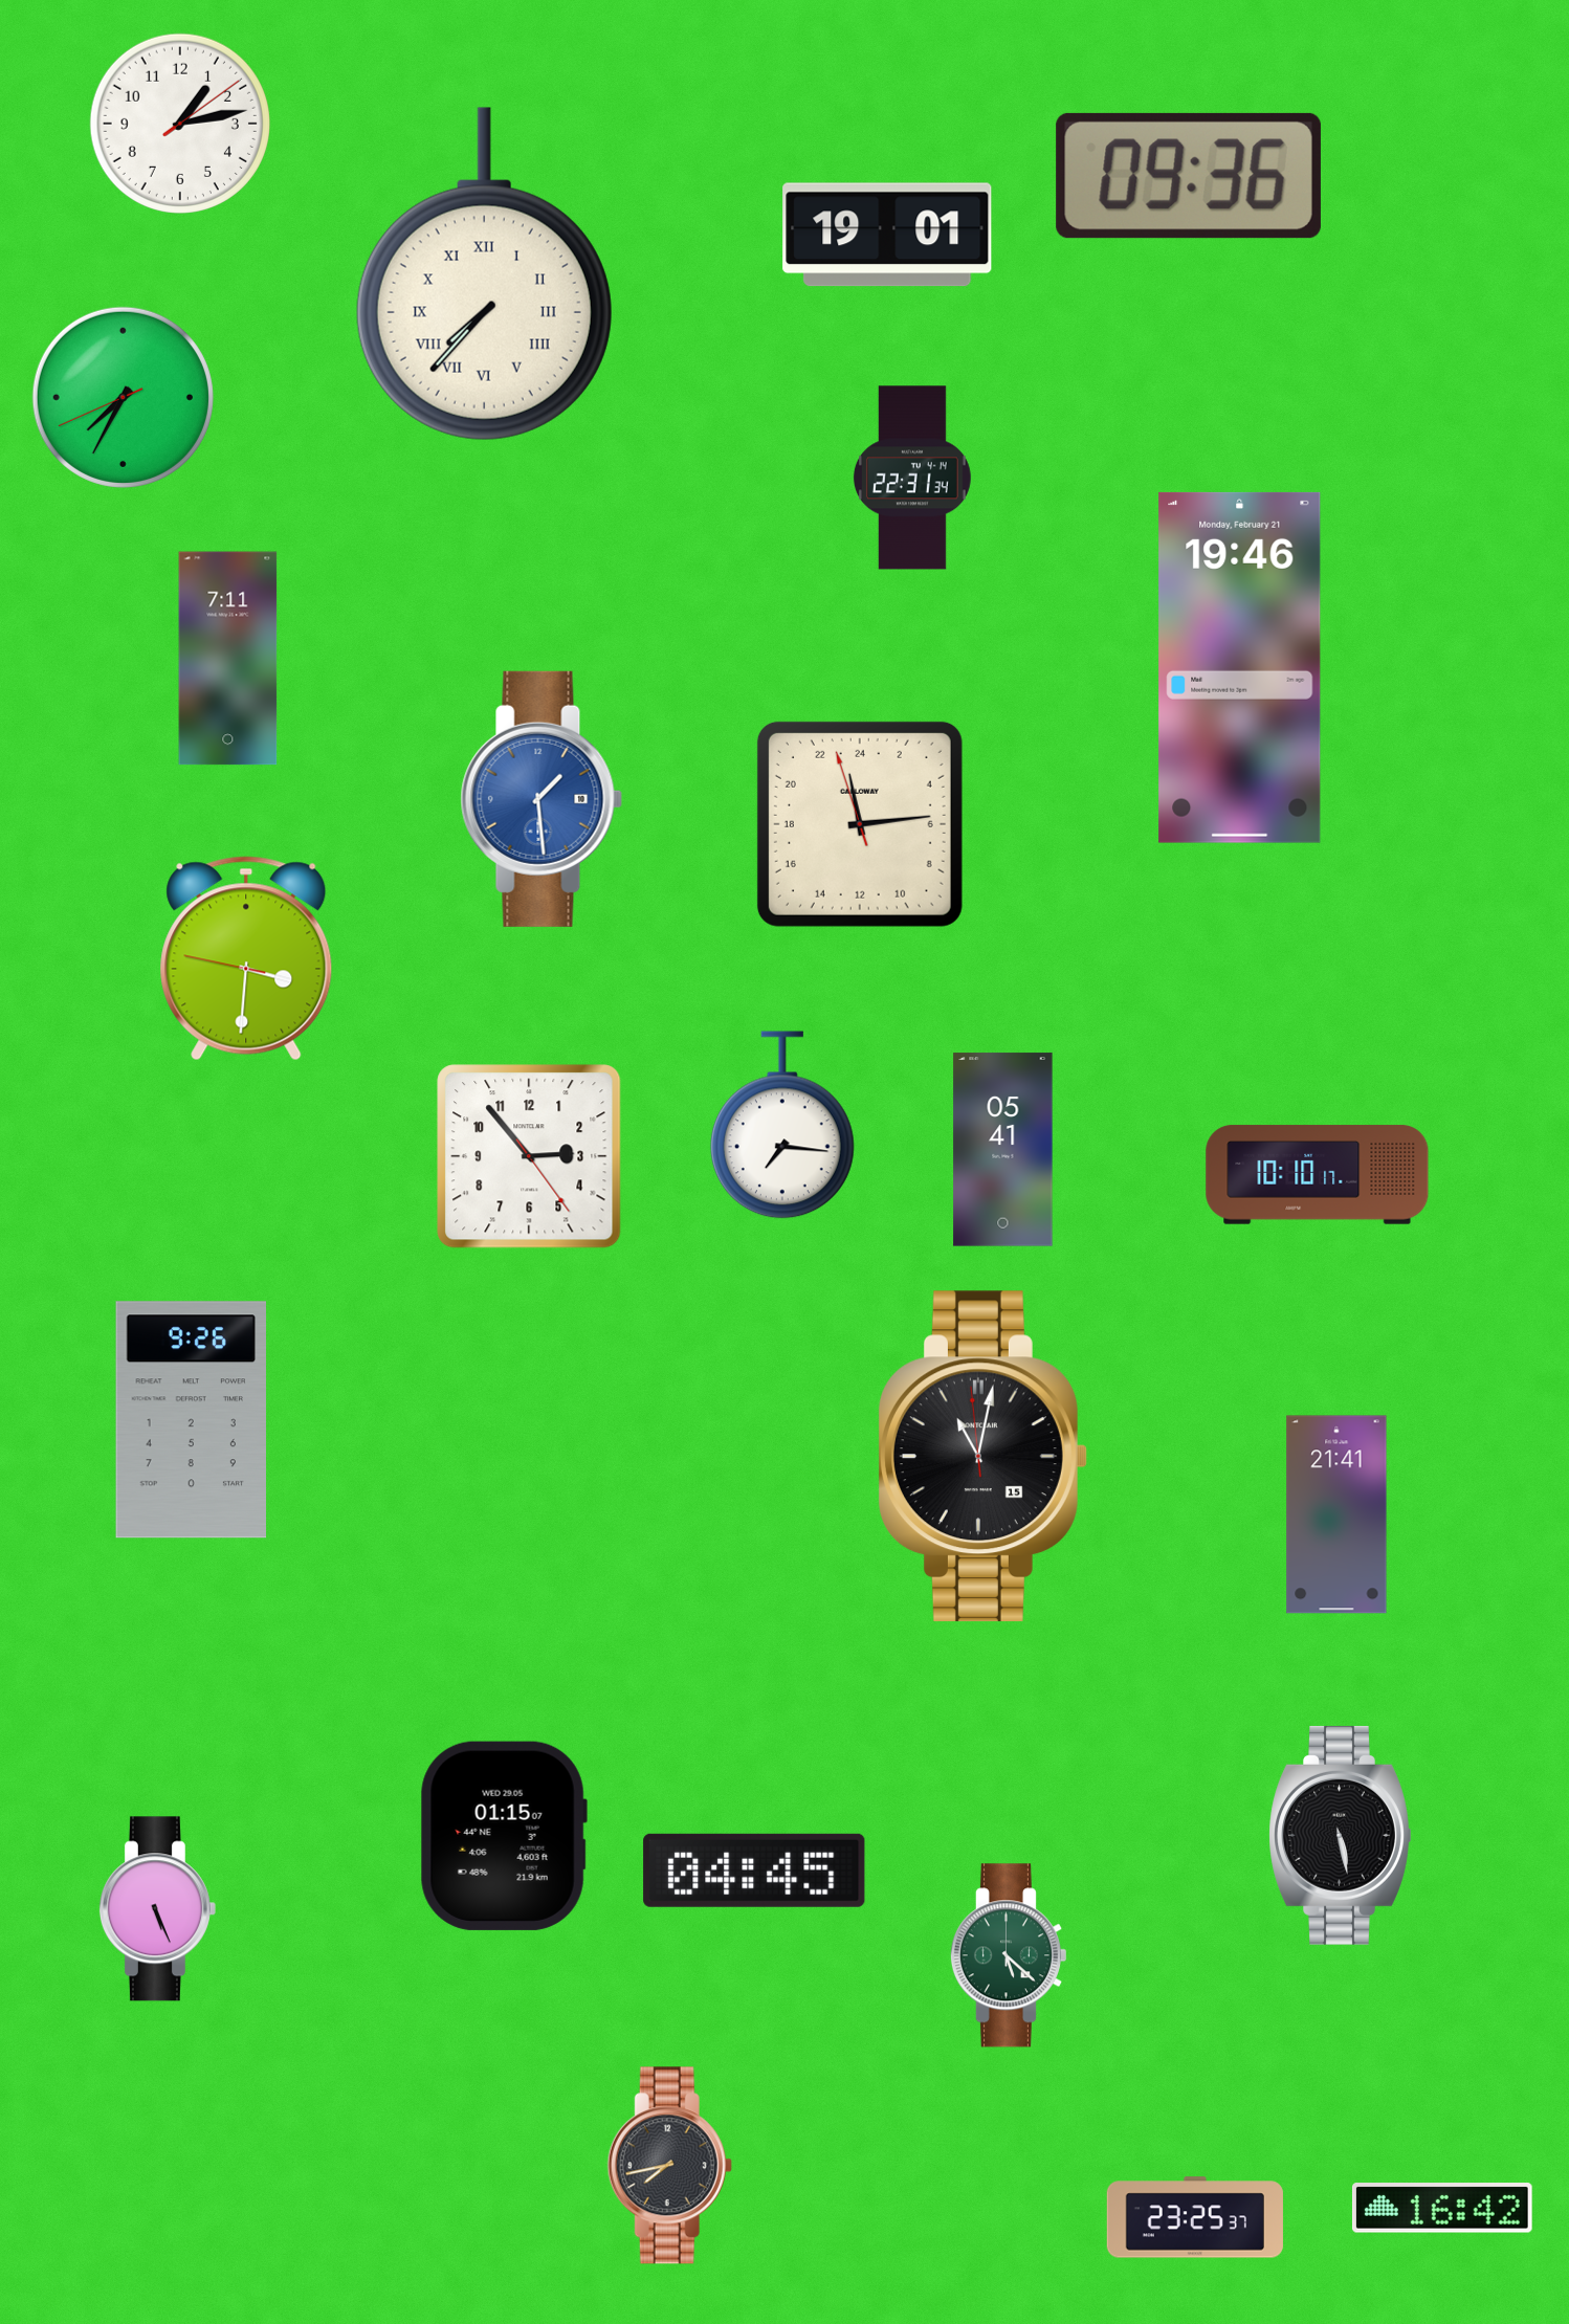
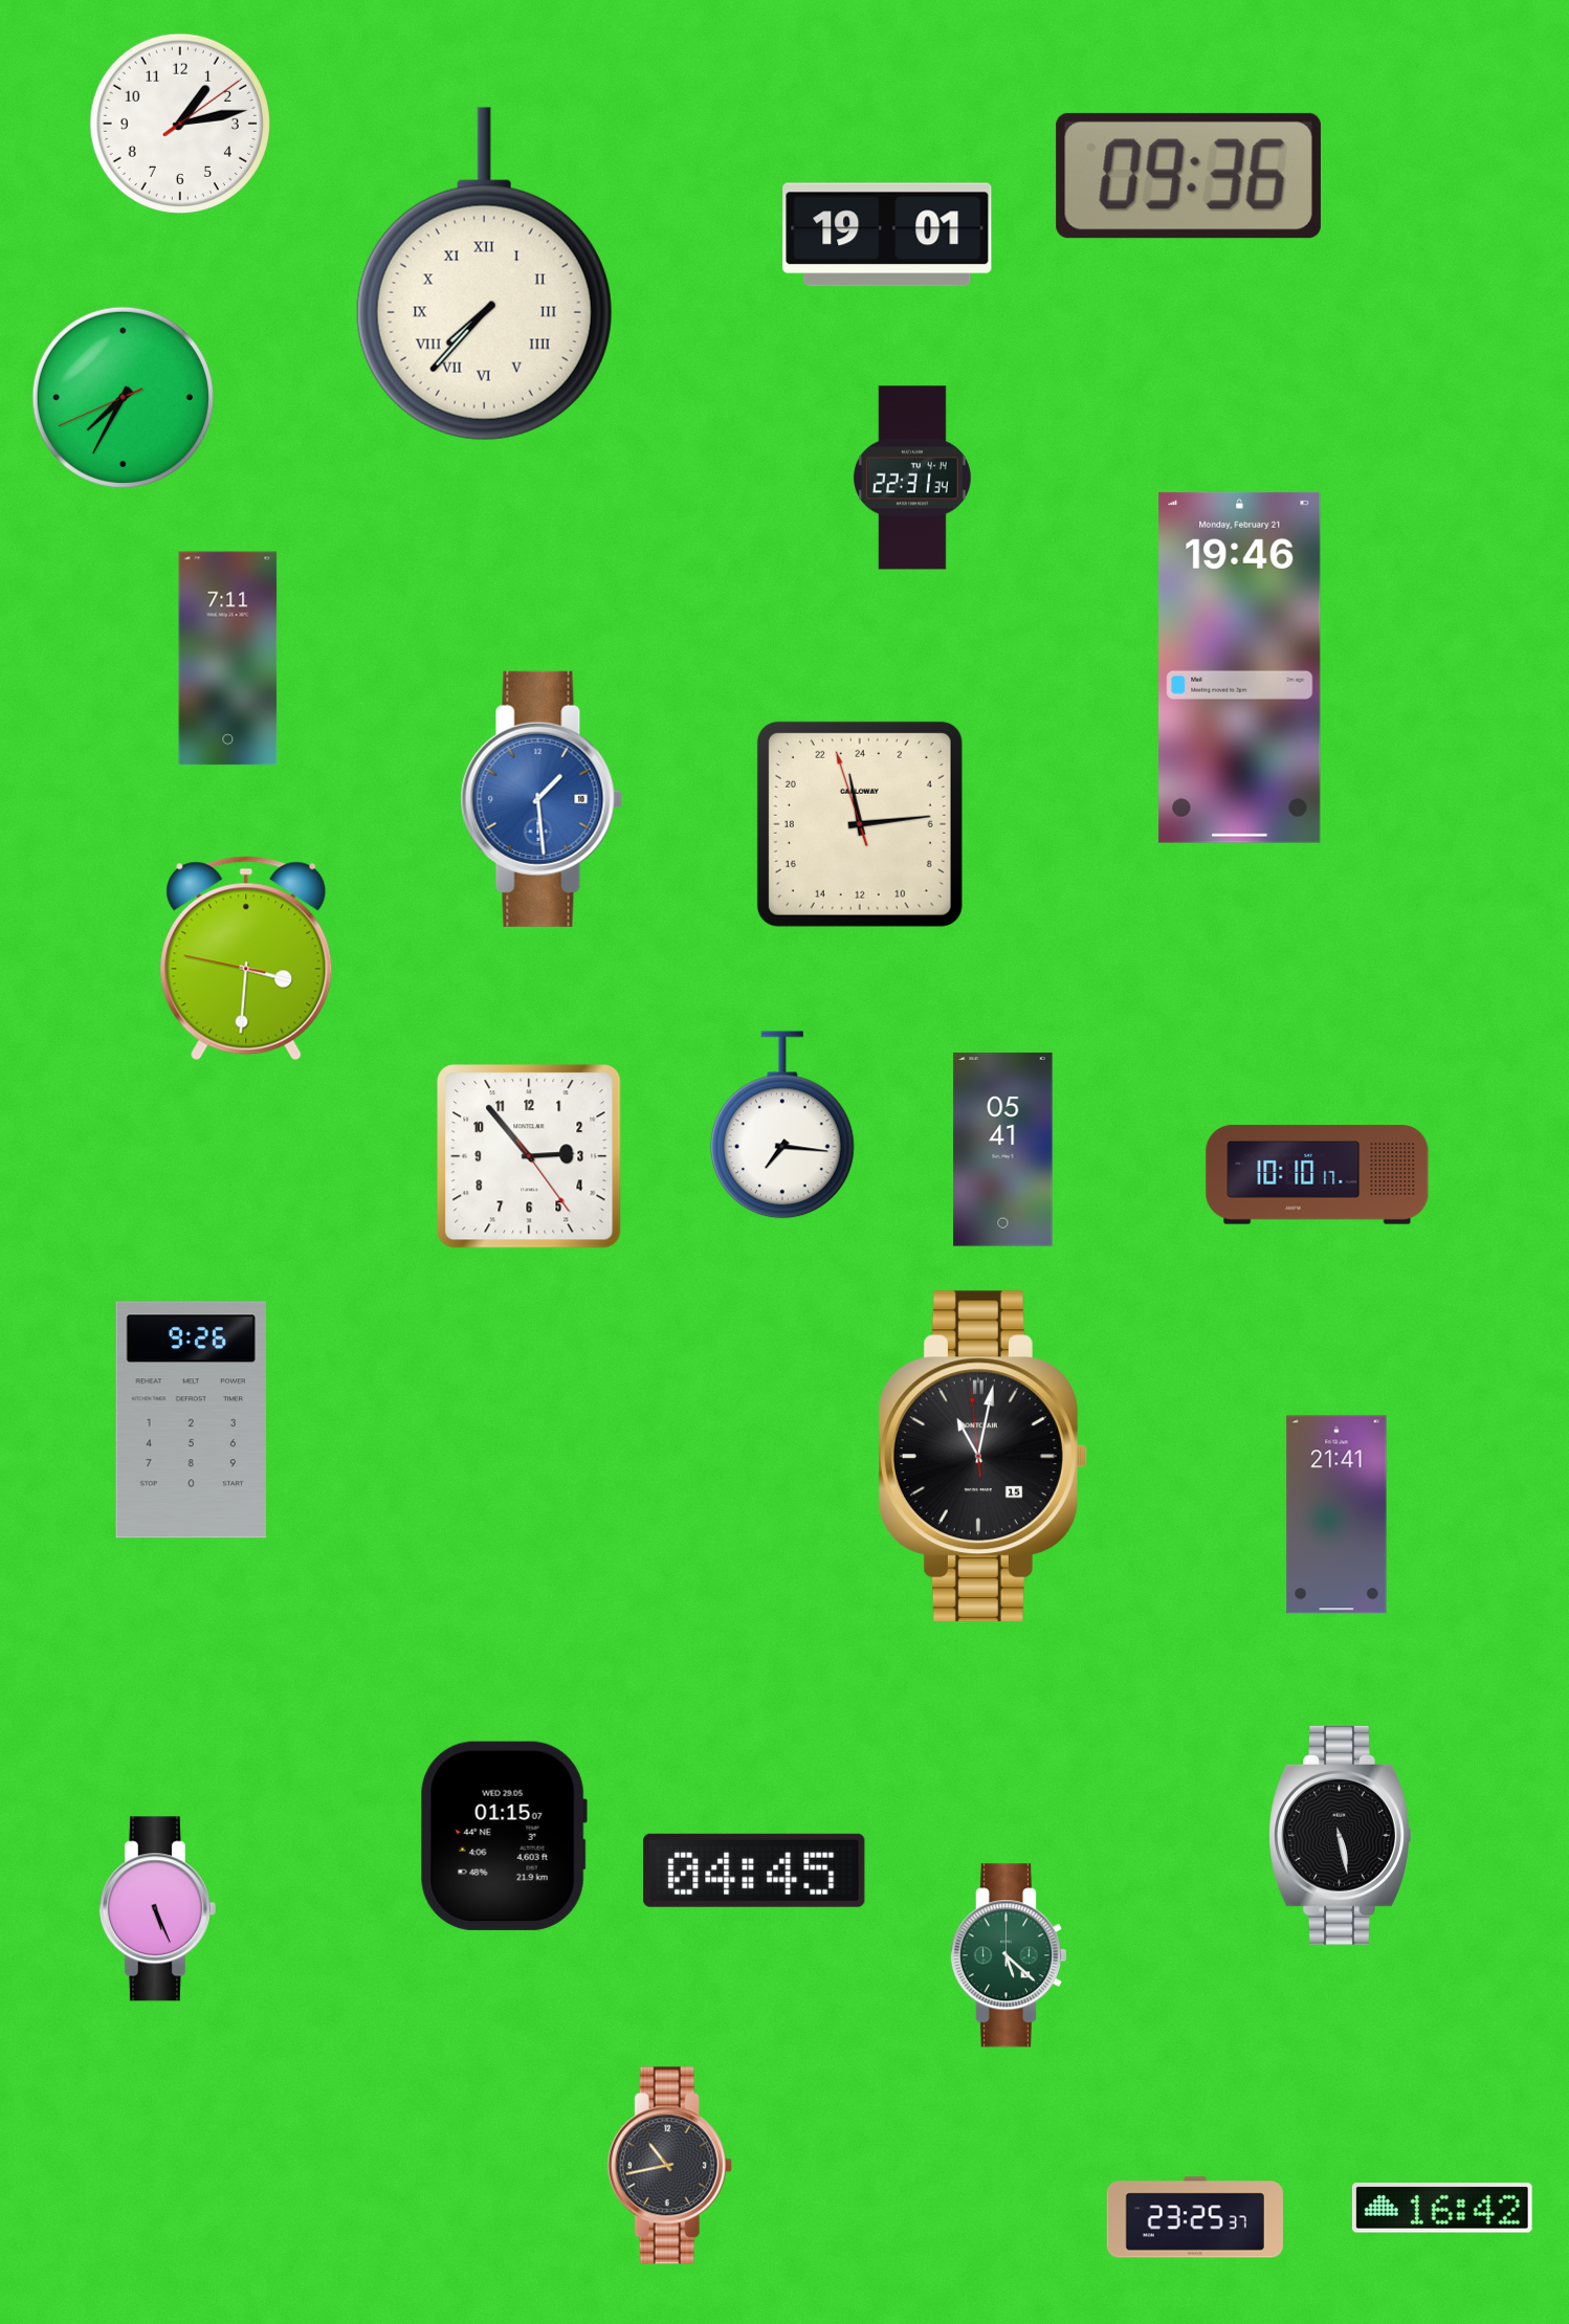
clock at (669, 2166): 7:43 -> 10:43
